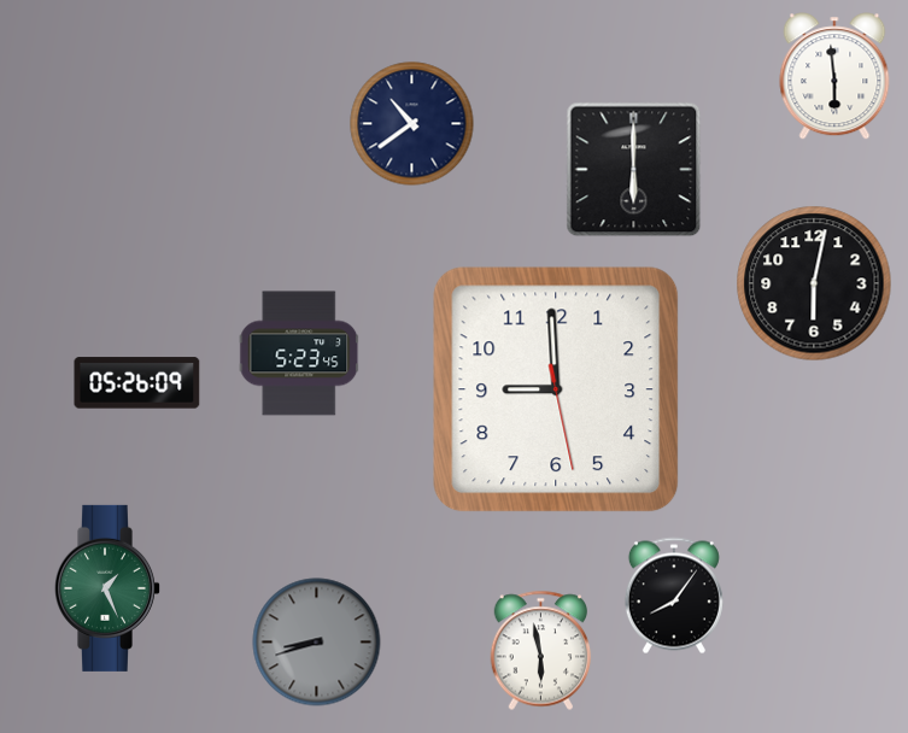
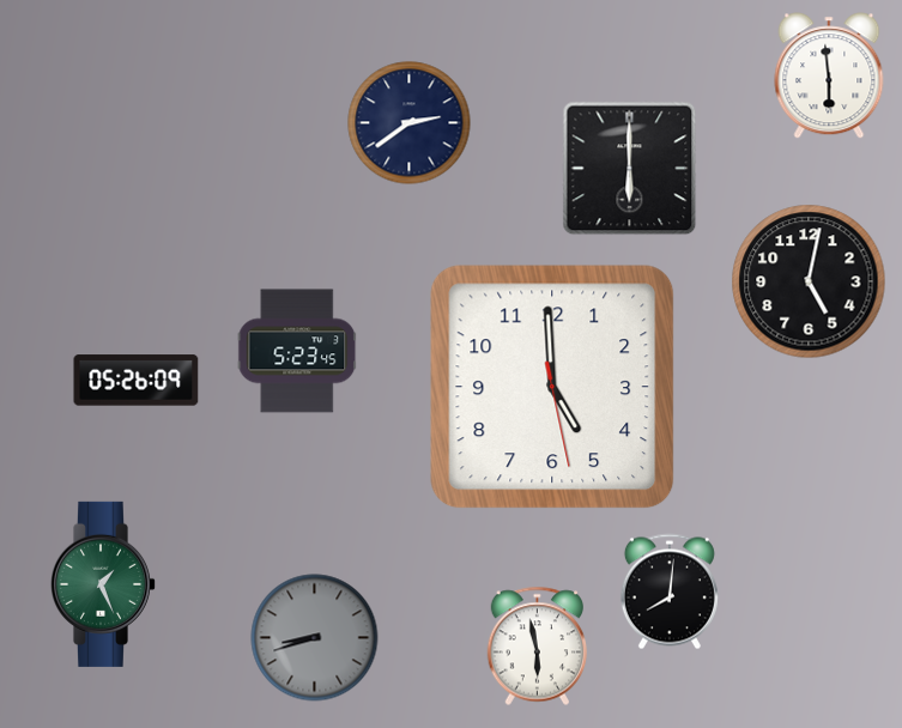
clock at (412, 124): 10:39 -> 2:39
clock at (814, 283): 6:02 -> 5:02
clock at (556, 389): 8:59 -> 4:59
clock at (106, 588) position: (106, 588) -> (102, 584)
clock at (674, 596): 8:06 -> 8:01
